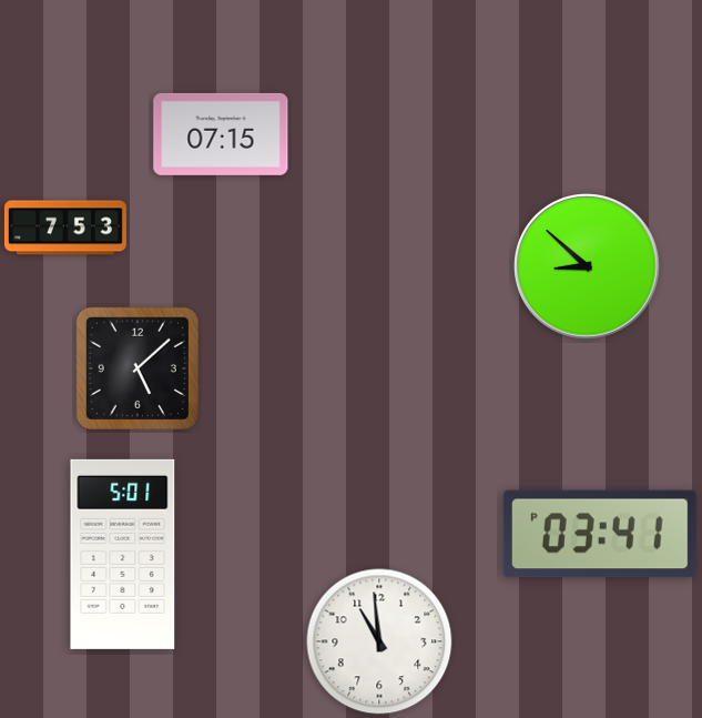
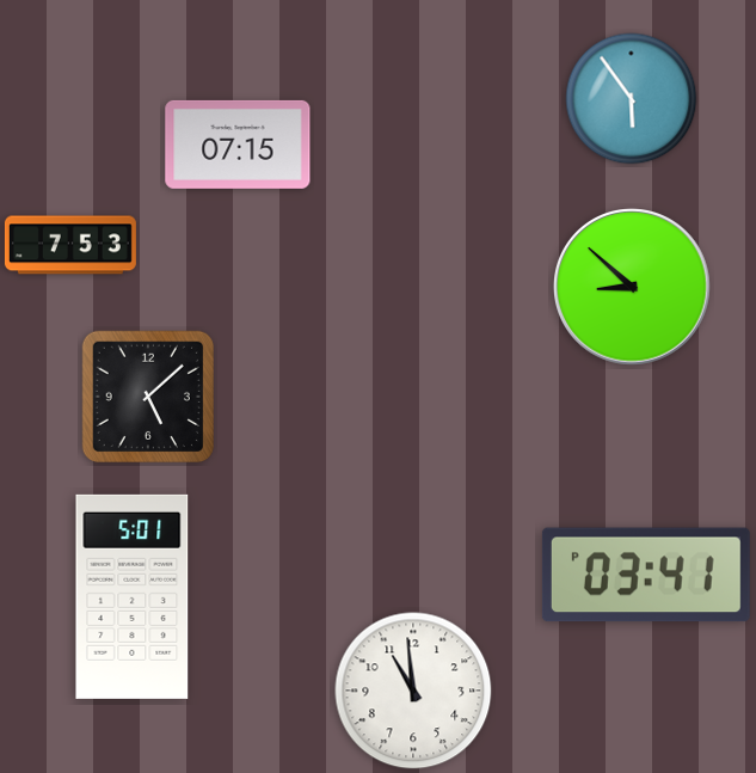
clock at (632, 99): none -> 5:54
clock at (379, 641) position: (379, 641) -> (413, 691)
